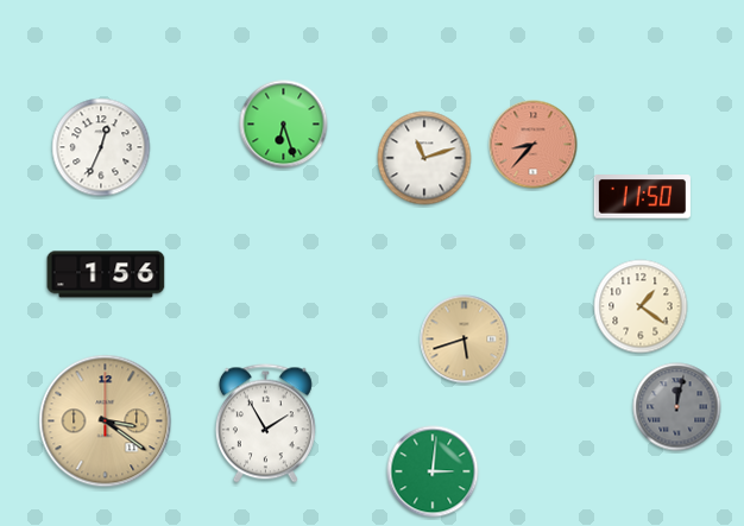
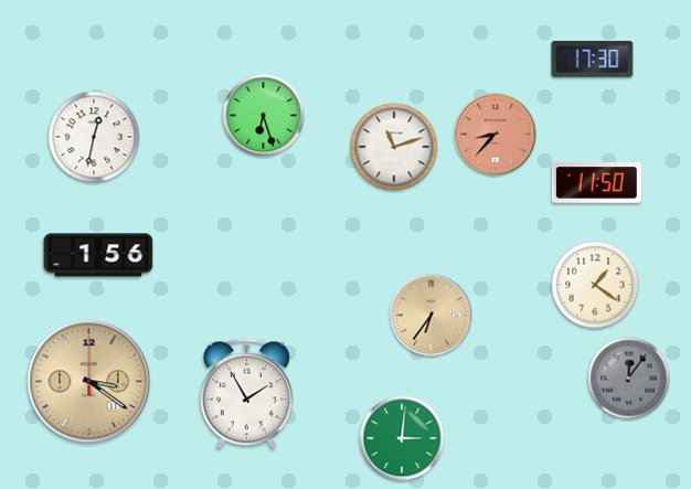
clock at (593, 60): none -> 17:30
clock at (101, 147): 12:34 -> 12:32
clock at (465, 340): 5:42 -> 6:36
clock at (677, 407): 12:02 -> 12:06
clock at (106, 422) position: (106, 422) -> (89, 382)
